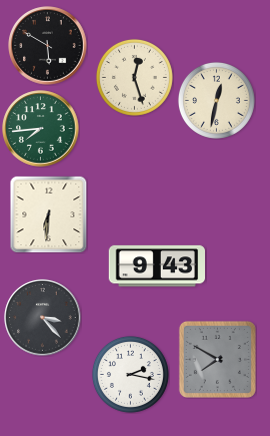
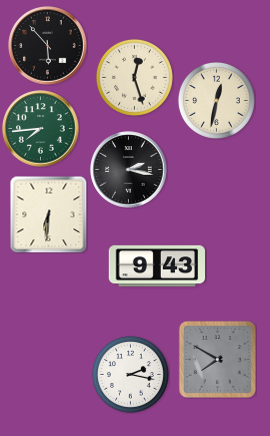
clock at (48, 46): 5:50 -> 5:53
clock at (129, 170): none -> 2:17
clock at (43, 318): 3:23 -> none
